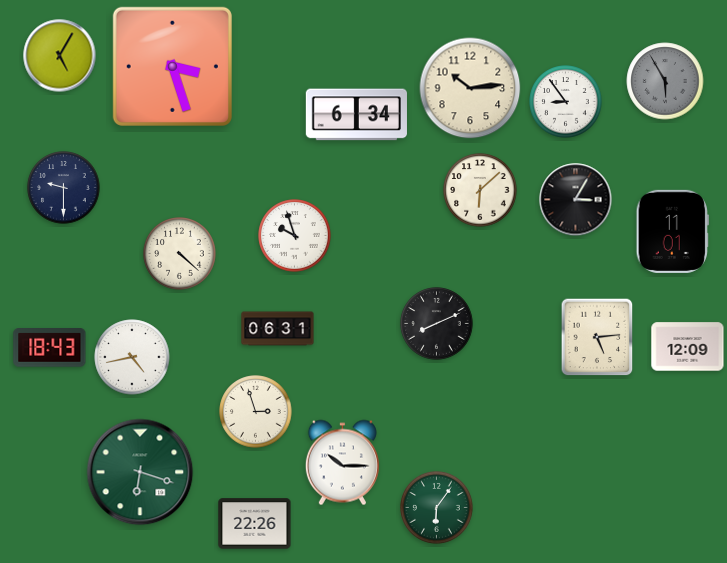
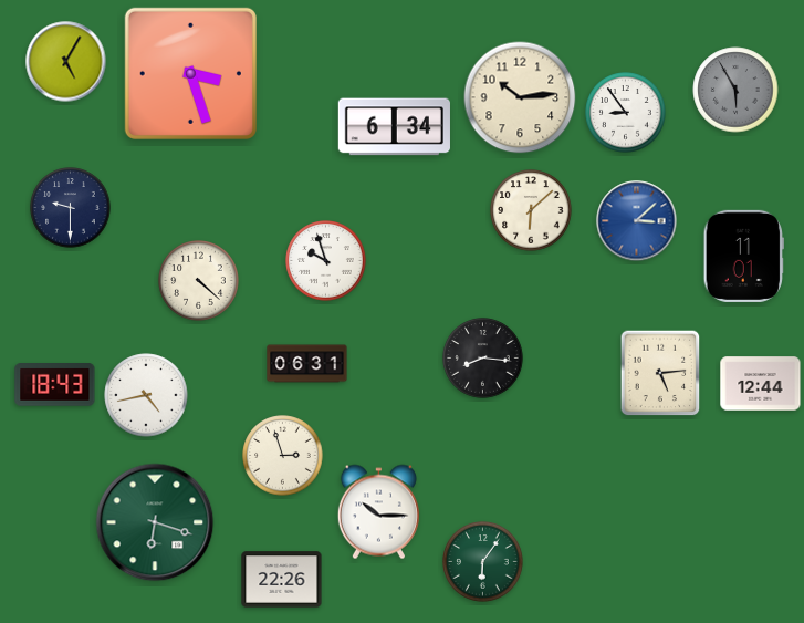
clock at (576, 200): 3:05 -> 3:08
clock at (576, 200) dial: black -> blue
clock at (437, 324): 8:11 -> 8:16
clock at (688, 347): 12:09 -> 12:44
